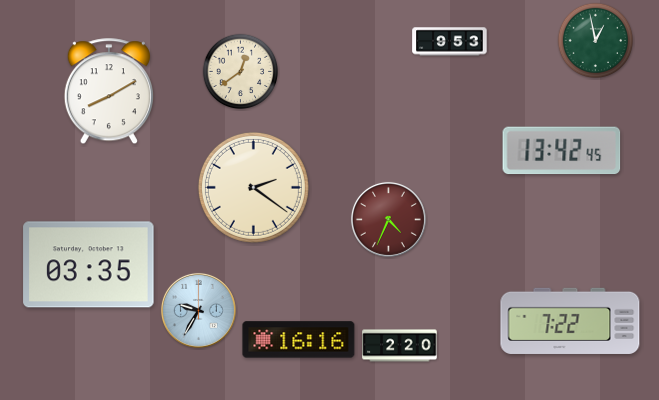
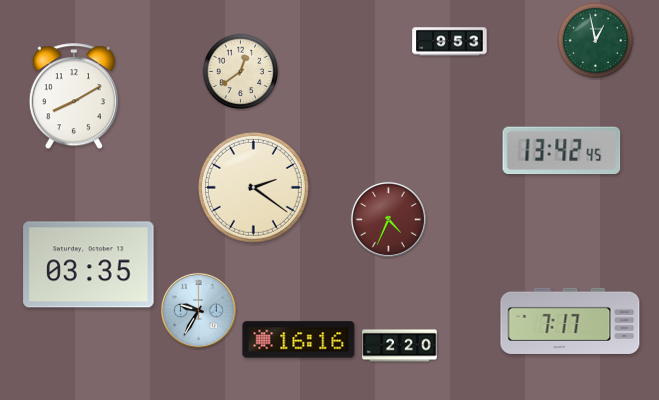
clock at (109, 92) position: (109, 92) -> (74, 97)
clock at (570, 321): 7:22 -> 7:17
